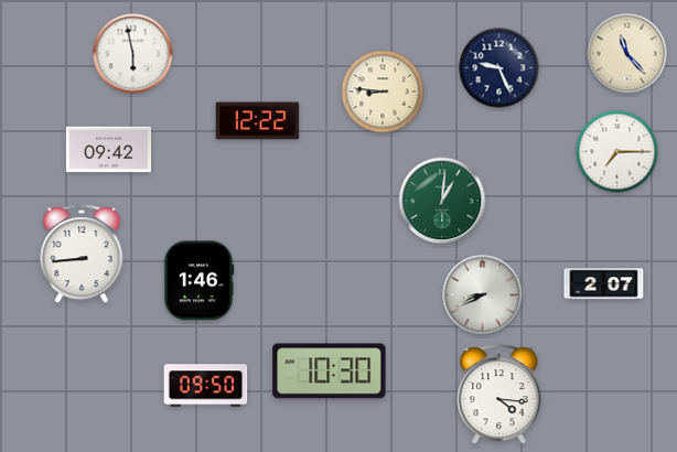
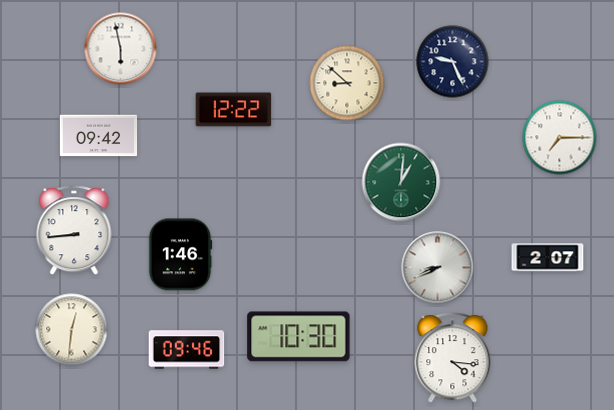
clock at (627, 54): 11:23 -> none
clock at (383, 92): 8:46 -> 8:52
clock at (72, 330): none -> 12:31
clock at (206, 386): 09:50 -> 09:46
